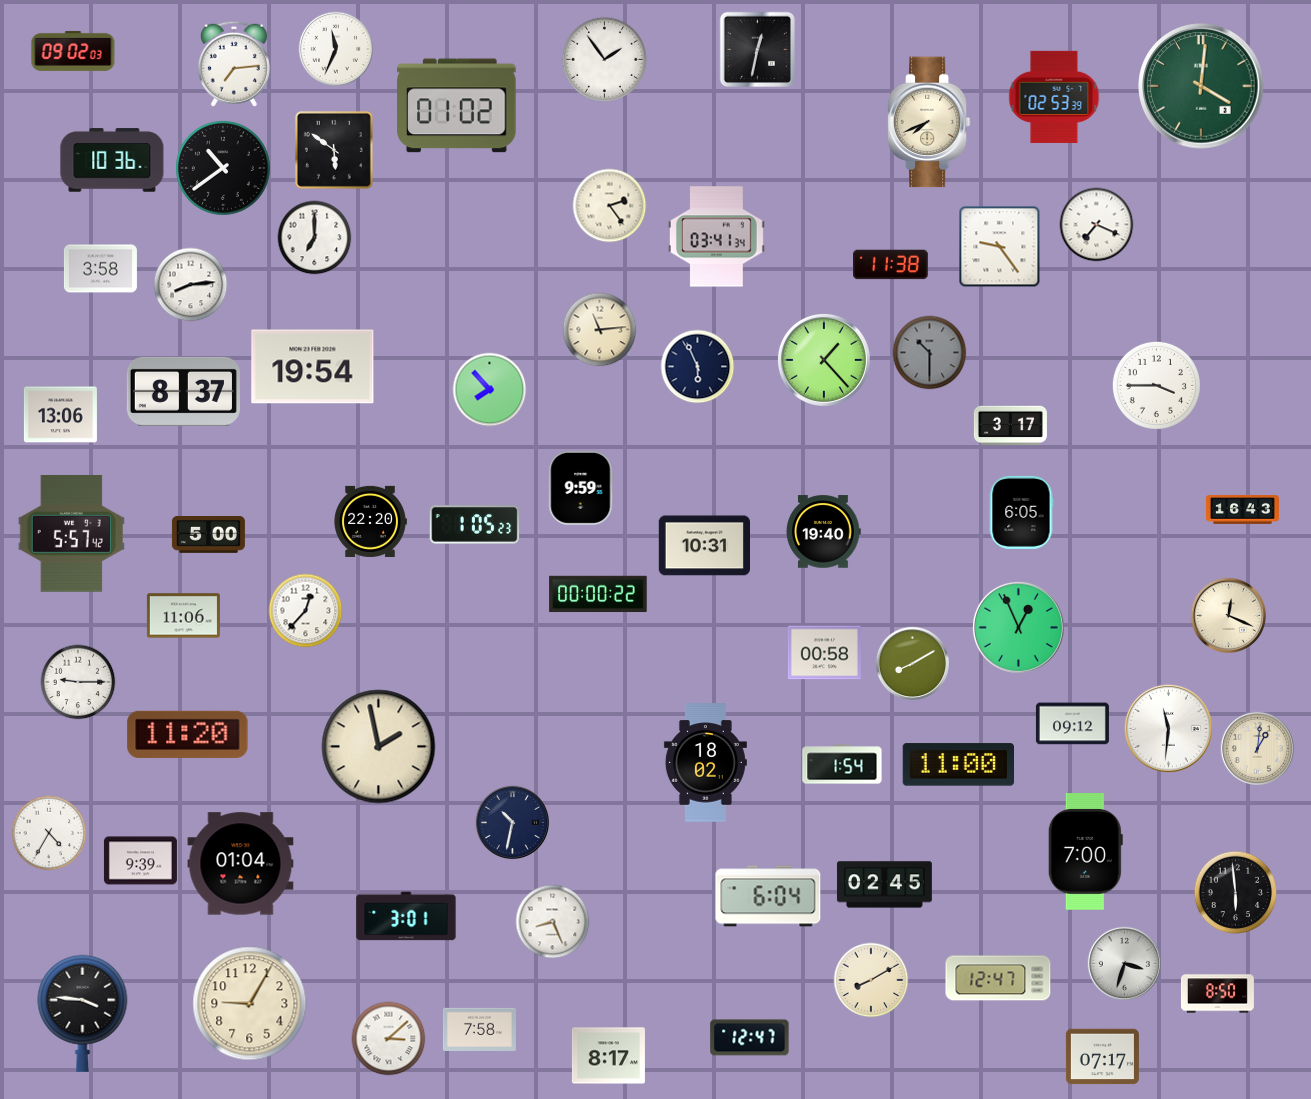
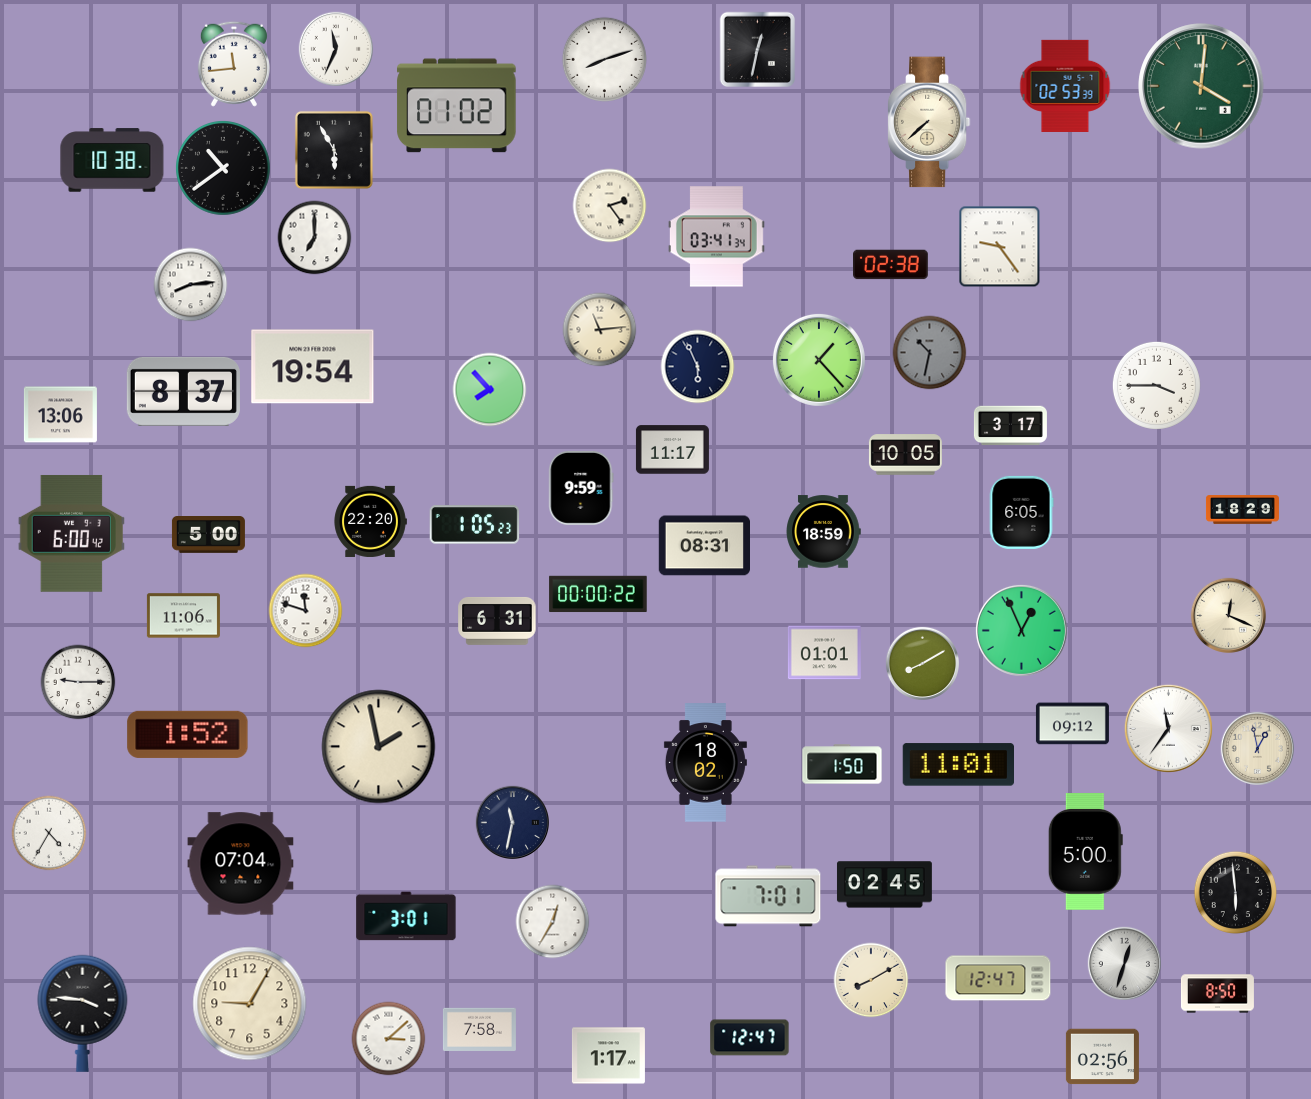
clock at (73, 51): 09:02 -> none
clock at (604, 59): 1:54 -> 8:12
clock at (234, 64): 7:14 -> 11:44
clock at (1054, 97) position: (1054, 97) -> (1065, 86)
clock at (929, 122): 7:41 -> 7:38
clock at (334, 150): 5:51 -> 5:55
clock at (112, 160): 10:36 -> 10:38
clock at (1097, 225): 7:19 -> none
clock at (891, 265): 11:38 -> 02:38
clock at (100, 269): 3:58 -> none
clock at (930, 353): 10:30 -> 10:32
clock at (824, 360) position: (824, 360) -> (819, 360)
clock at (672, 450): none -> 11:17
clock at (905, 455): none -> 10:05
clock at (1242, 510): 16:43 -> 18:29
clock at (823, 532): 19:40 -> 18:59
clock at (71, 533): 5:57 -> 6:00
clock at (704, 546): 10:31 -> 08:31
clock at (306, 611): 12:37 -> 11:48
clock at (497, 621): none -> 6:31
clock at (1018, 627) position: (1018, 627) -> (1021, 630)
clock at (824, 653): 00:58 -> 01:01
clock at (912, 663) position: (912, 663) -> (922, 663)
clock at (1168, 728): 11:31 -> 11:36
clock at (188, 734): 11:20 -> 1:52
clock at (1257, 748): 1:01 -> 12:58
clock at (842, 764): 1:54 -> 1:50
clock at (958, 765): 11:00 -> 11:01
clock at (512, 822): 10:32 -> 11:32
clock at (1085, 852): 7:00 -> 5:00
clock at (140, 861): 9:39 -> none
clock at (241, 864): 01:04 -> 07:04
clock at (768, 896): 6:04 -> 7:01
clock at (553, 922): 8:26 -> 12:35
clock at (1124, 963): 3:33 -> 12:33
clock at (608, 1056): 8:17 -> 1:17
clock at (1102, 1057): 07:17 -> 02:56
